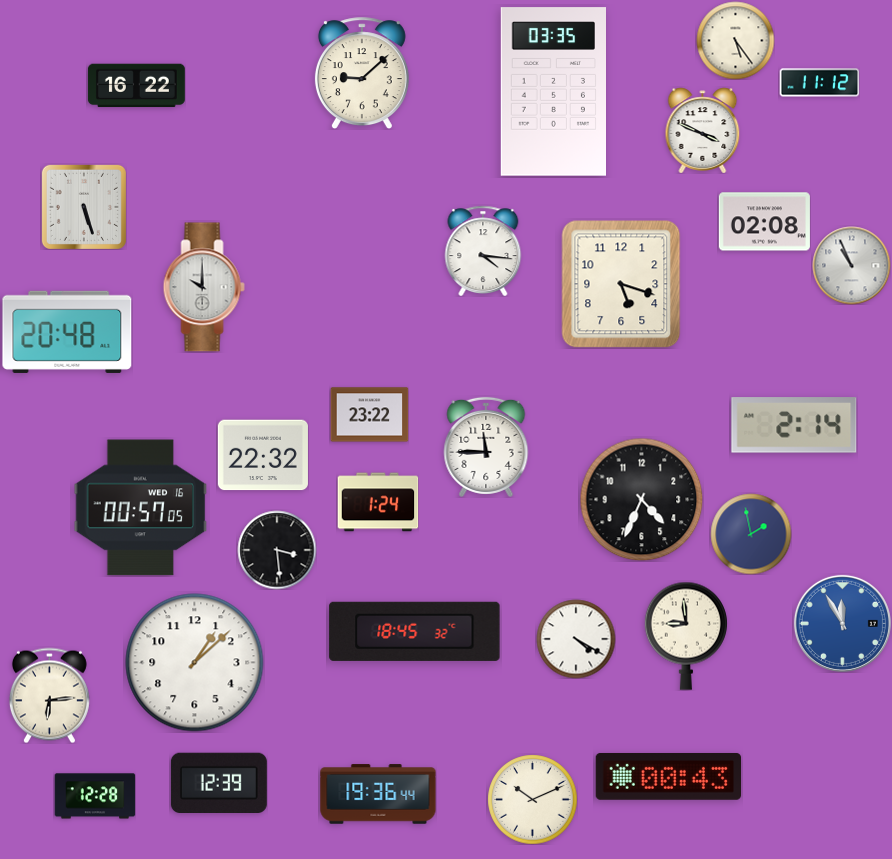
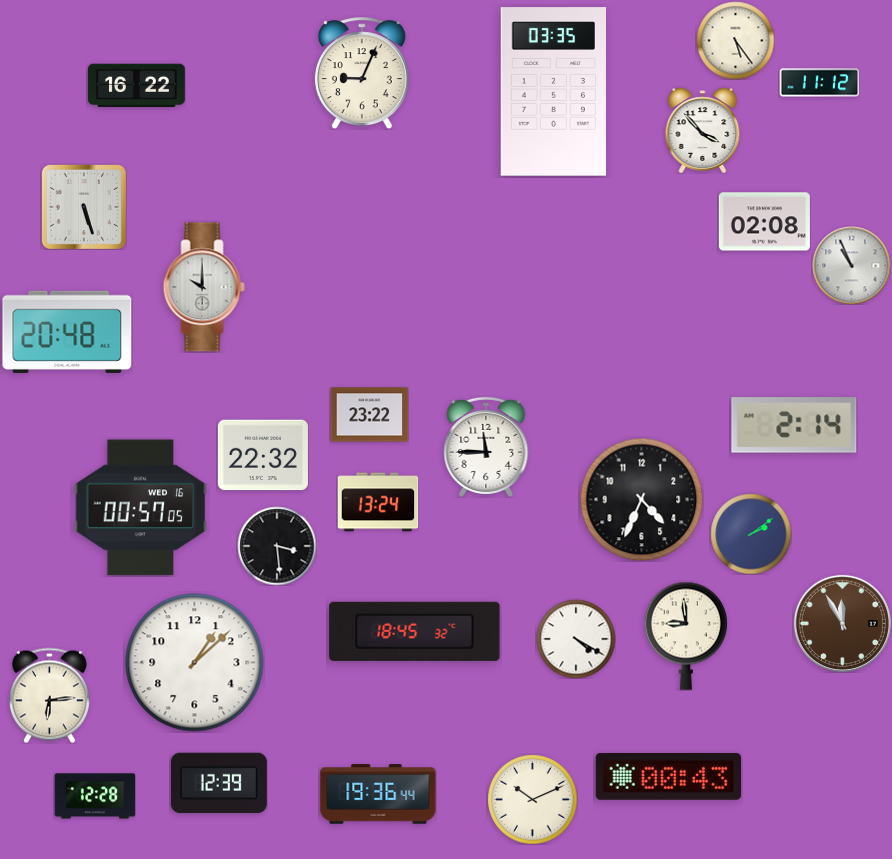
clock at (362, 73): 9:08 -> 9:04
clock at (703, 130): 3:49 -> 3:53
clock at (483, 251): 4:16 -> none
clock at (621, 284): 5:18 -> none
clock at (378, 502): 1:24 -> 13:24
clock at (751, 534): 1:58 -> 2:09
clock at (277, 550) position: (277, 550) -> (277, 546)
clock at (842, 623) dial: blue -> brown
